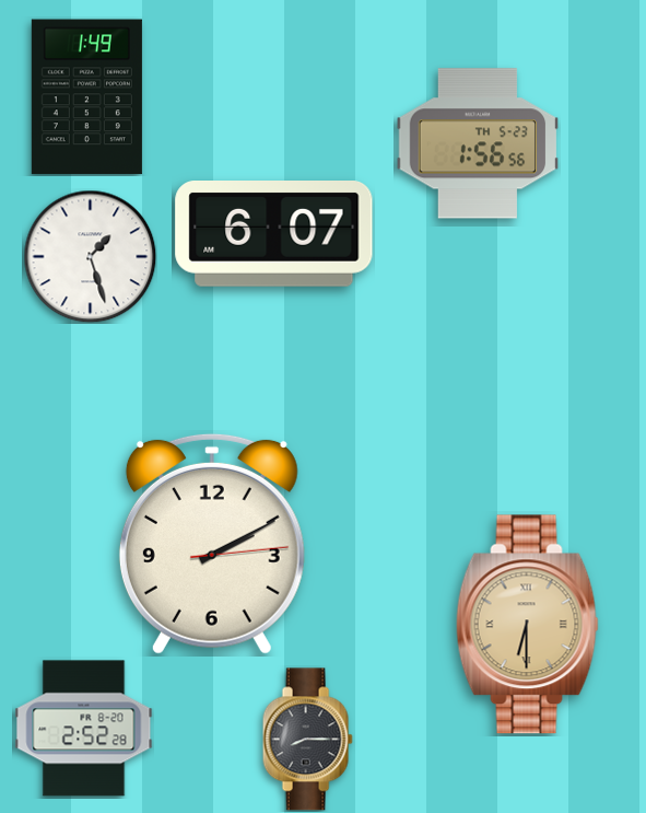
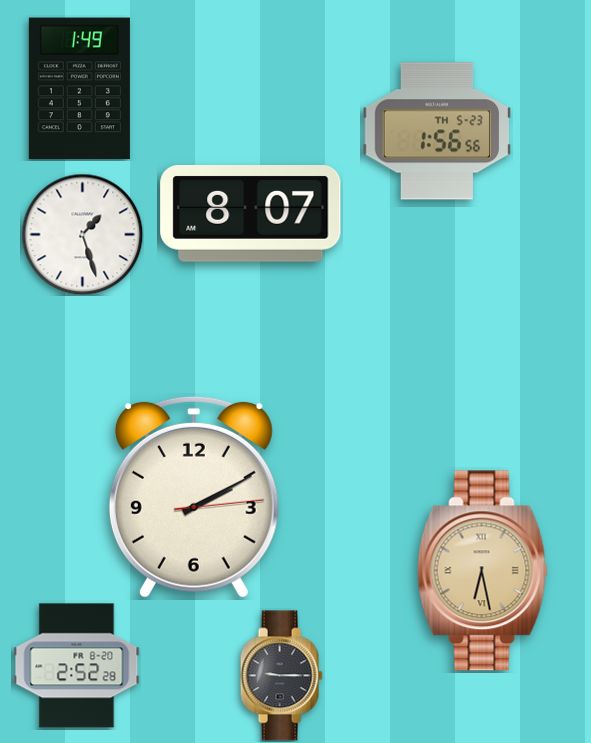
clock at (274, 234): 6:07 -> 8:07
clock at (527, 625): 6:30 -> 6:28
clock at (307, 740): 8:15 -> 9:15
